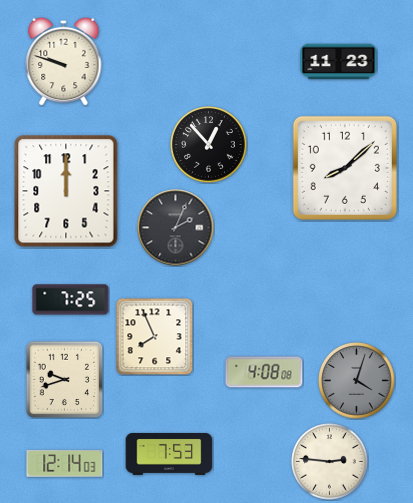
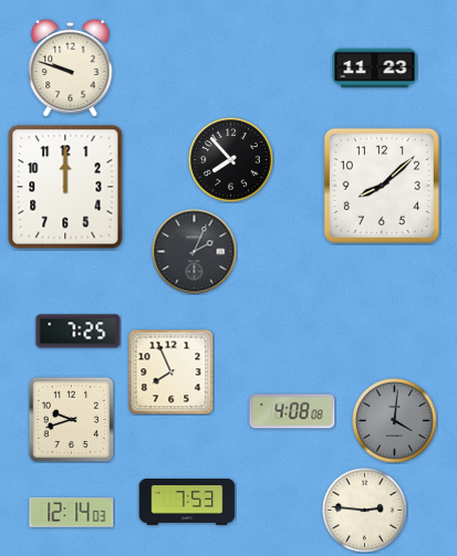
clock at (209, 145): 12:53 -> 7:53
clock at (66, 191) position: (66, 191) -> (65, 187)
clock at (357, 381): 4:03 -> 4:01
